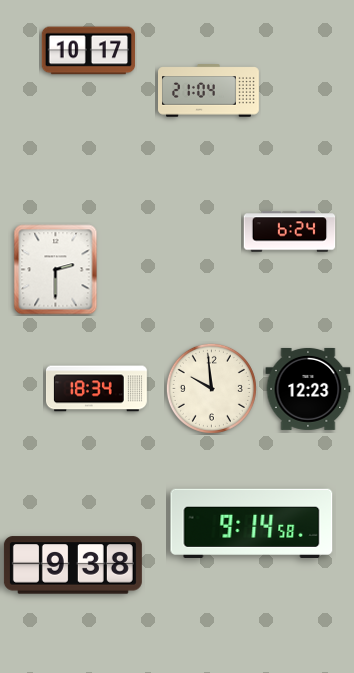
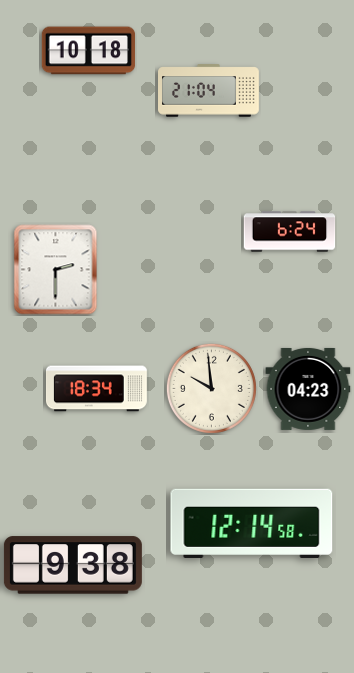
clock at (89, 51): 10:17 -> 10:18
clock at (308, 389): 12:23 -> 04:23
clock at (252, 523): 9:14 -> 12:14
